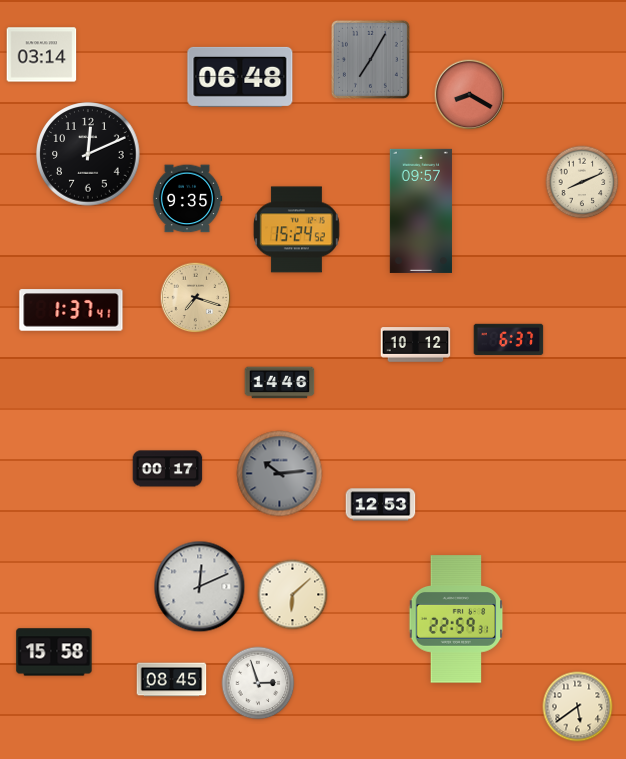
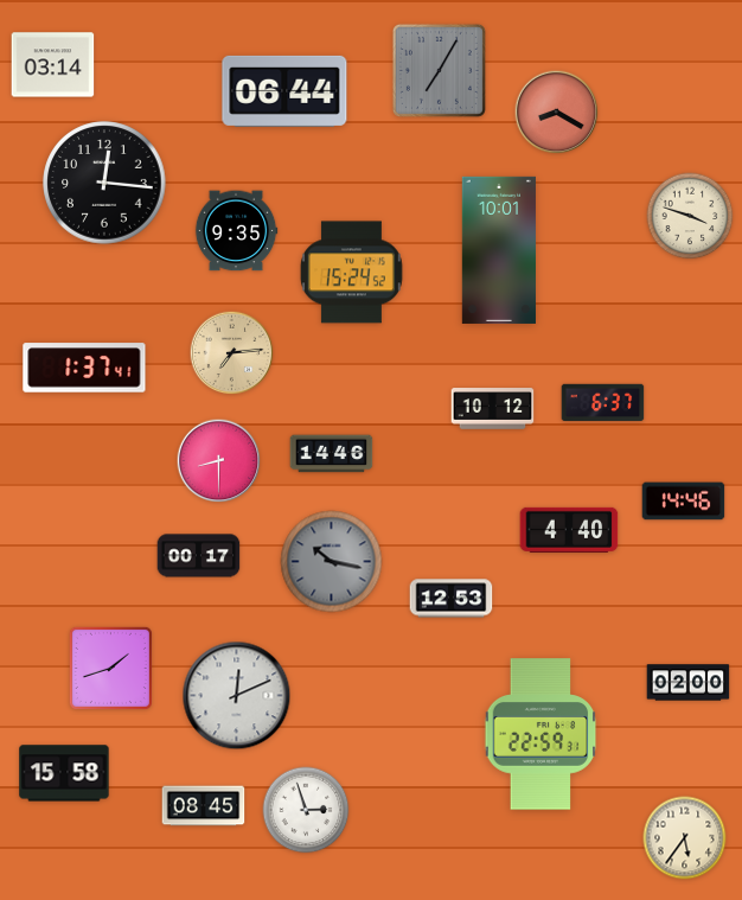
clock at (42, 55) position: (42, 55) -> (53, 65)
clock at (240, 77): 06:48 -> 06:44
clock at (88, 154): 12:11 -> 12:16
clock at (582, 182): 8:11 -> 3:48
clock at (187, 199) position: (187, 199) -> (236, 231)
clock at (421, 211): 09:57 -> 10:01
clock at (196, 298): 7:18 -> 7:14
clock at (219, 461): none -> 8:30
clock at (684, 502): none -> 14:46
clock at (569, 530): none -> 4:40
clock at (280, 474): 10:14 -> 10:17
clock at (110, 668): none -> 1:42
clock at (689, 683): none -> 02:00
clock at (293, 595): 6:08 -> none
clock at (578, 707): 5:39 -> 5:36
